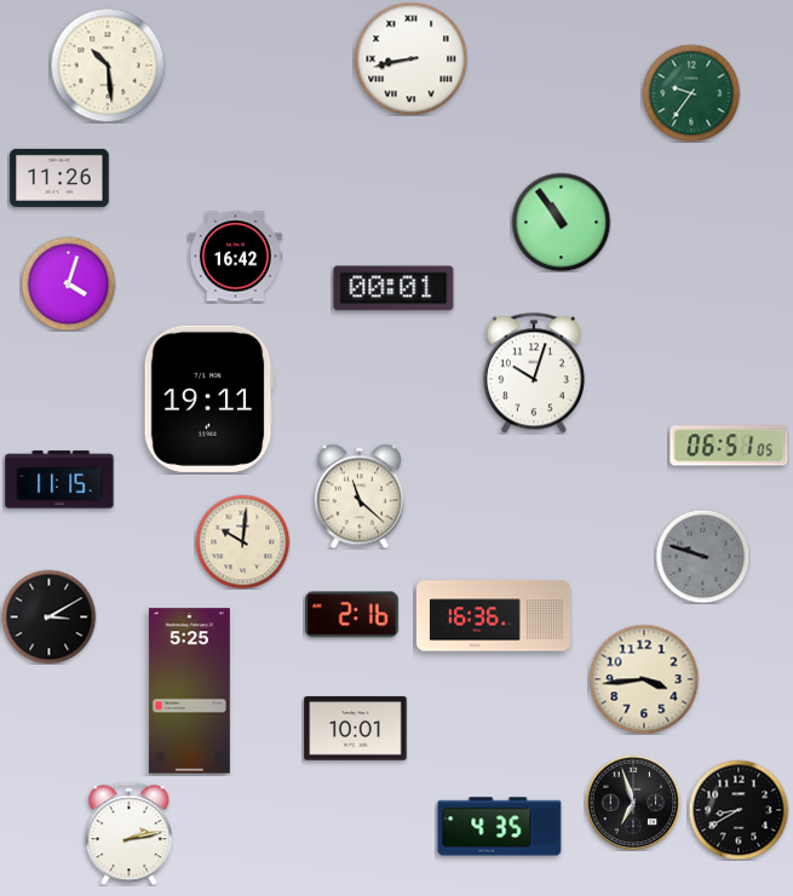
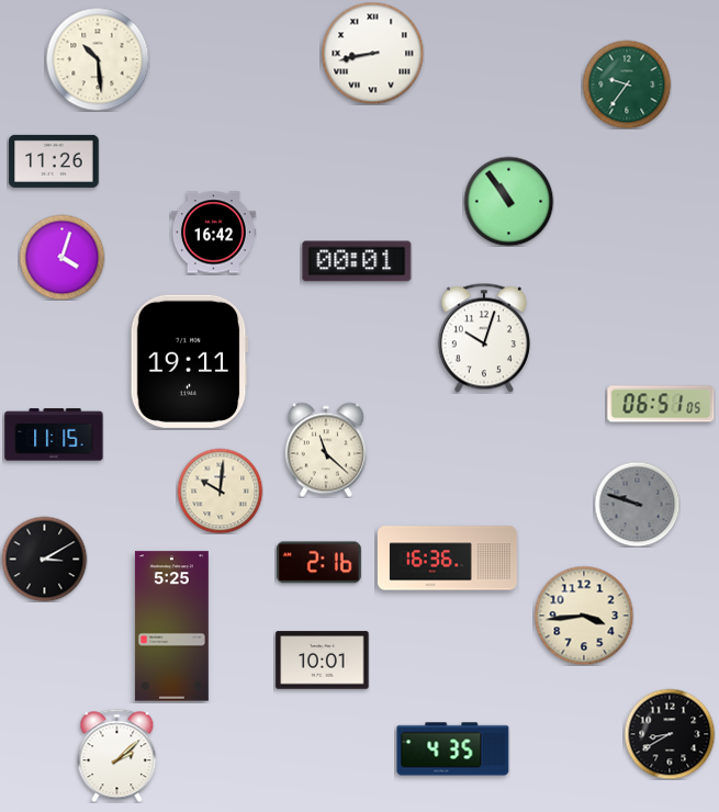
clock at (351, 615) position: (351, 615) -> (318, 563)
clock at (633, 803): 6:57 -> none
clock at (130, 833): 2:13 -> 2:08
